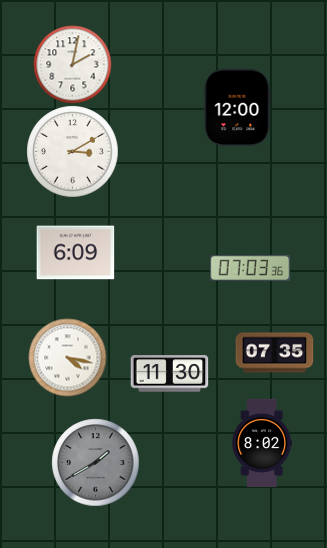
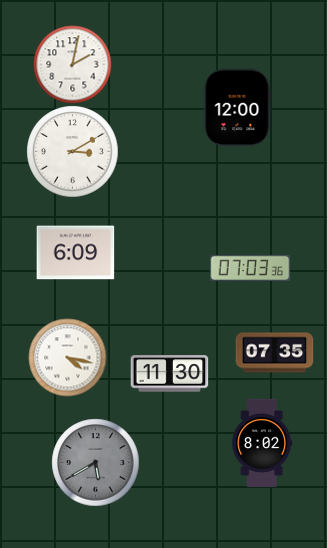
clock at (95, 462): 1:40 -> 5:40
